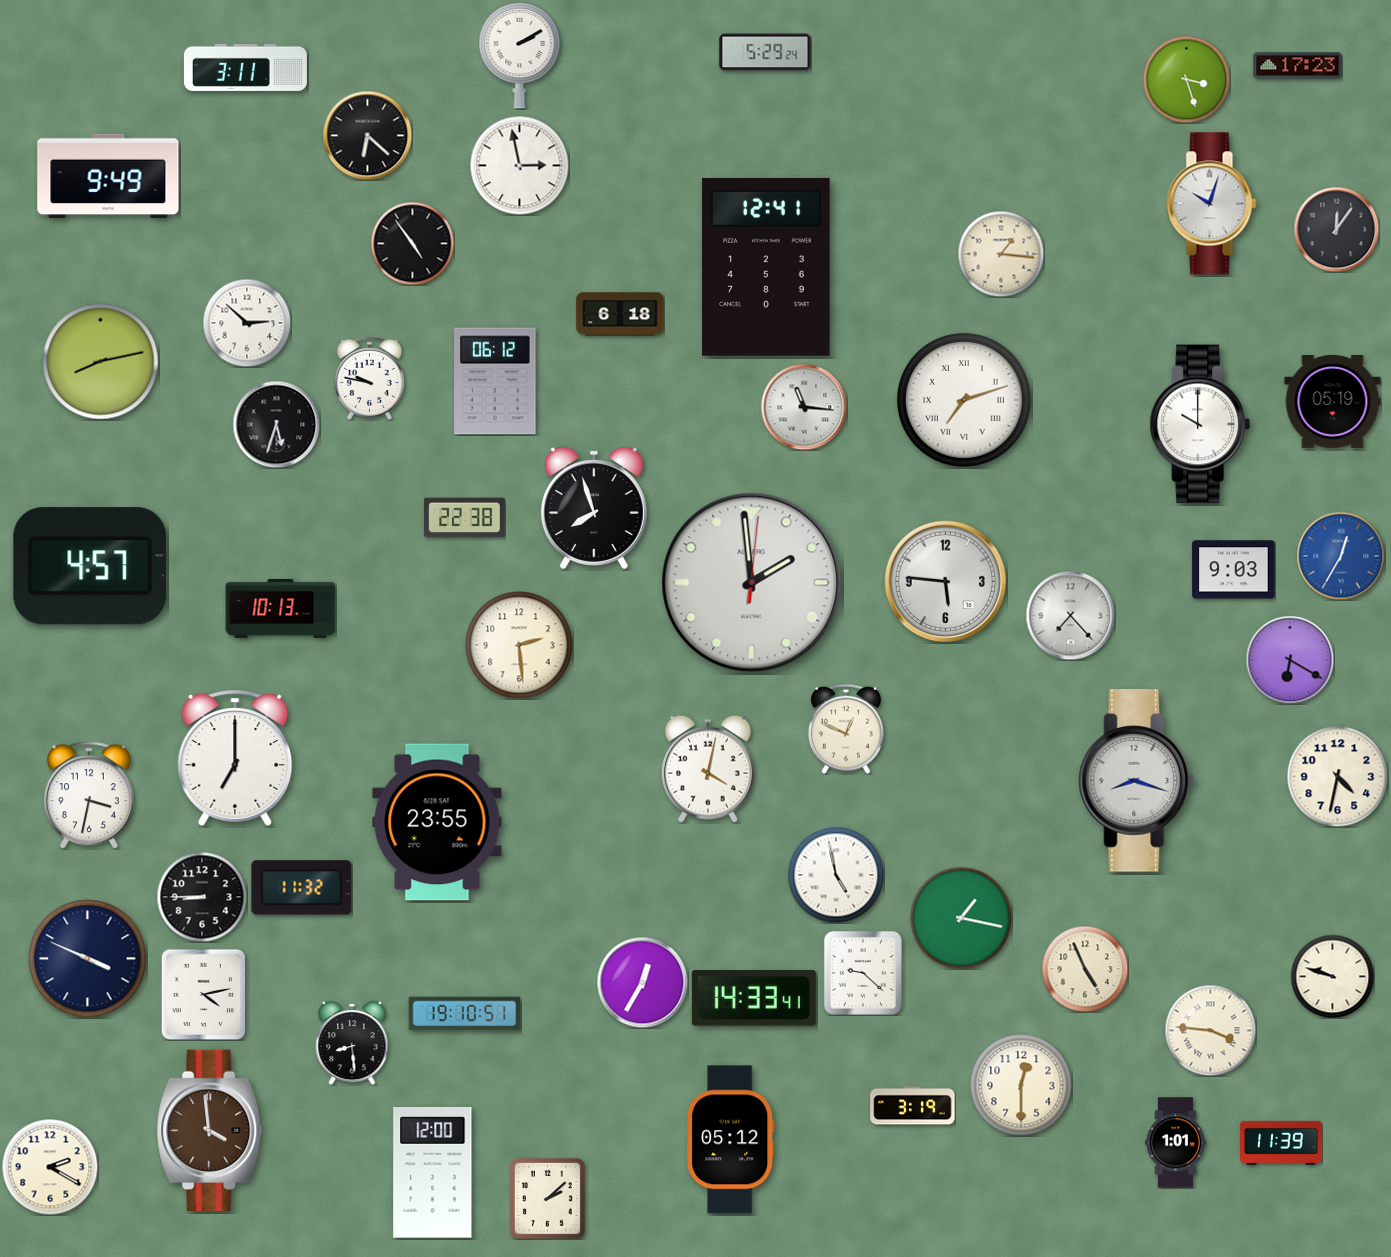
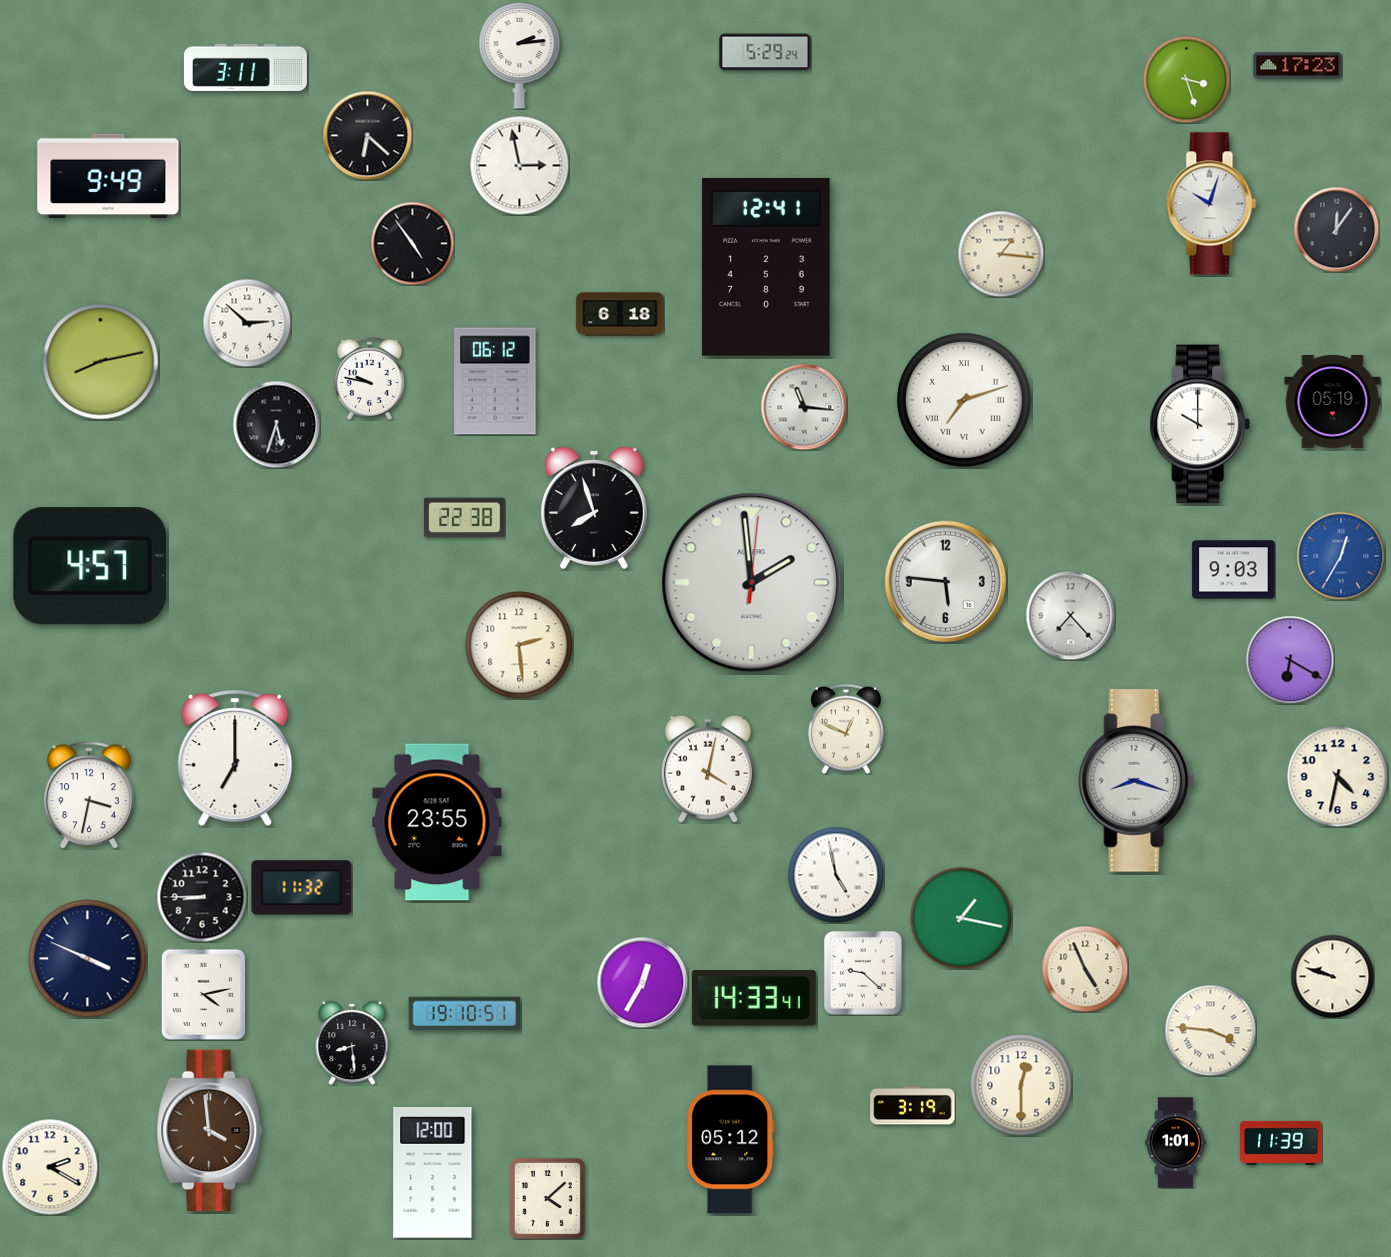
clock at (520, 56): 2:10 -> 2:14
clock at (281, 608): 10:13 -> none
clock at (547, 1198): 2:08 -> 4:08
